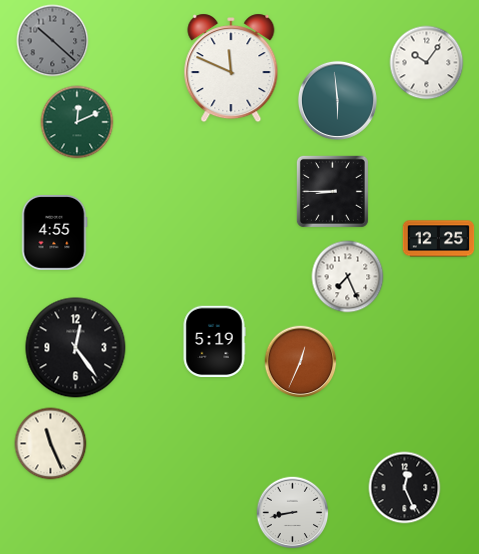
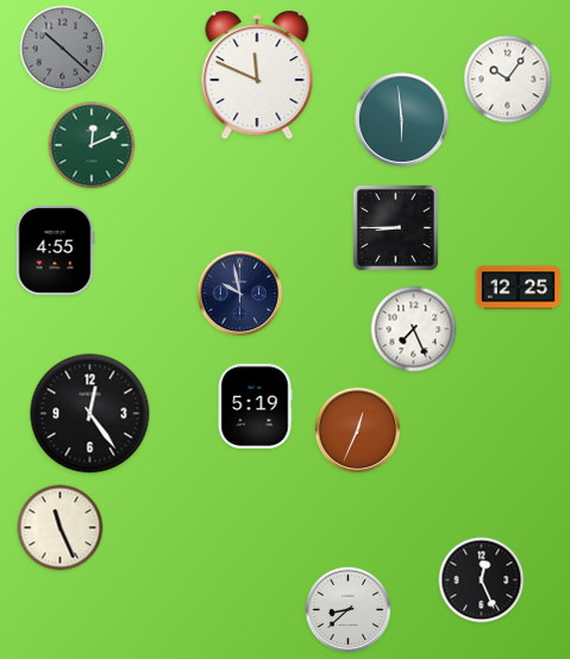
clock at (427, 63) position: (427, 63) -> (508, 80)
clock at (231, 68) position: (231, 68) -> (257, 75)
clock at (54, 233) position: (54, 233) -> (55, 251)
clock at (439, 239) position: (439, 239) -> (519, 288)
clock at (240, 294): none -> 9:58
clock at (293, 513): 8:43 -> 8:38
